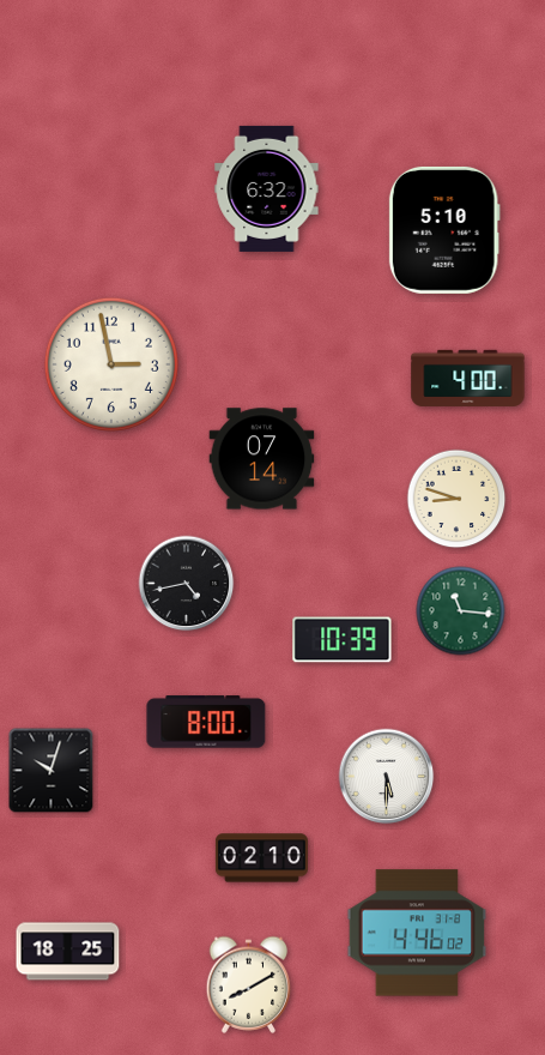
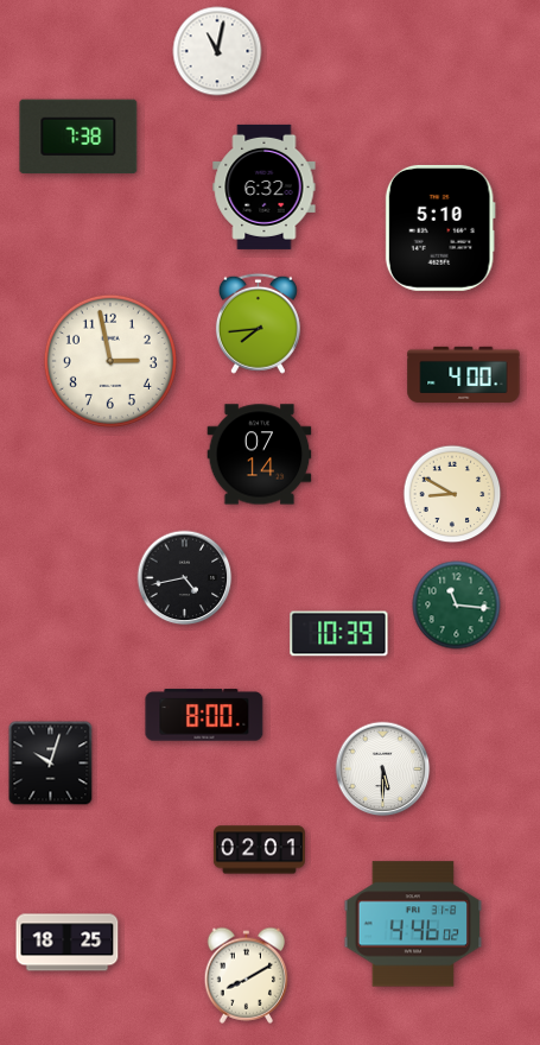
clock at (217, 51): none -> 11:02
clock at (78, 137): none -> 7:38
clock at (258, 323): none -> 7:44
clock at (456, 499): 8:48 -> 8:50
clock at (261, 858): 02:10 -> 02:01
